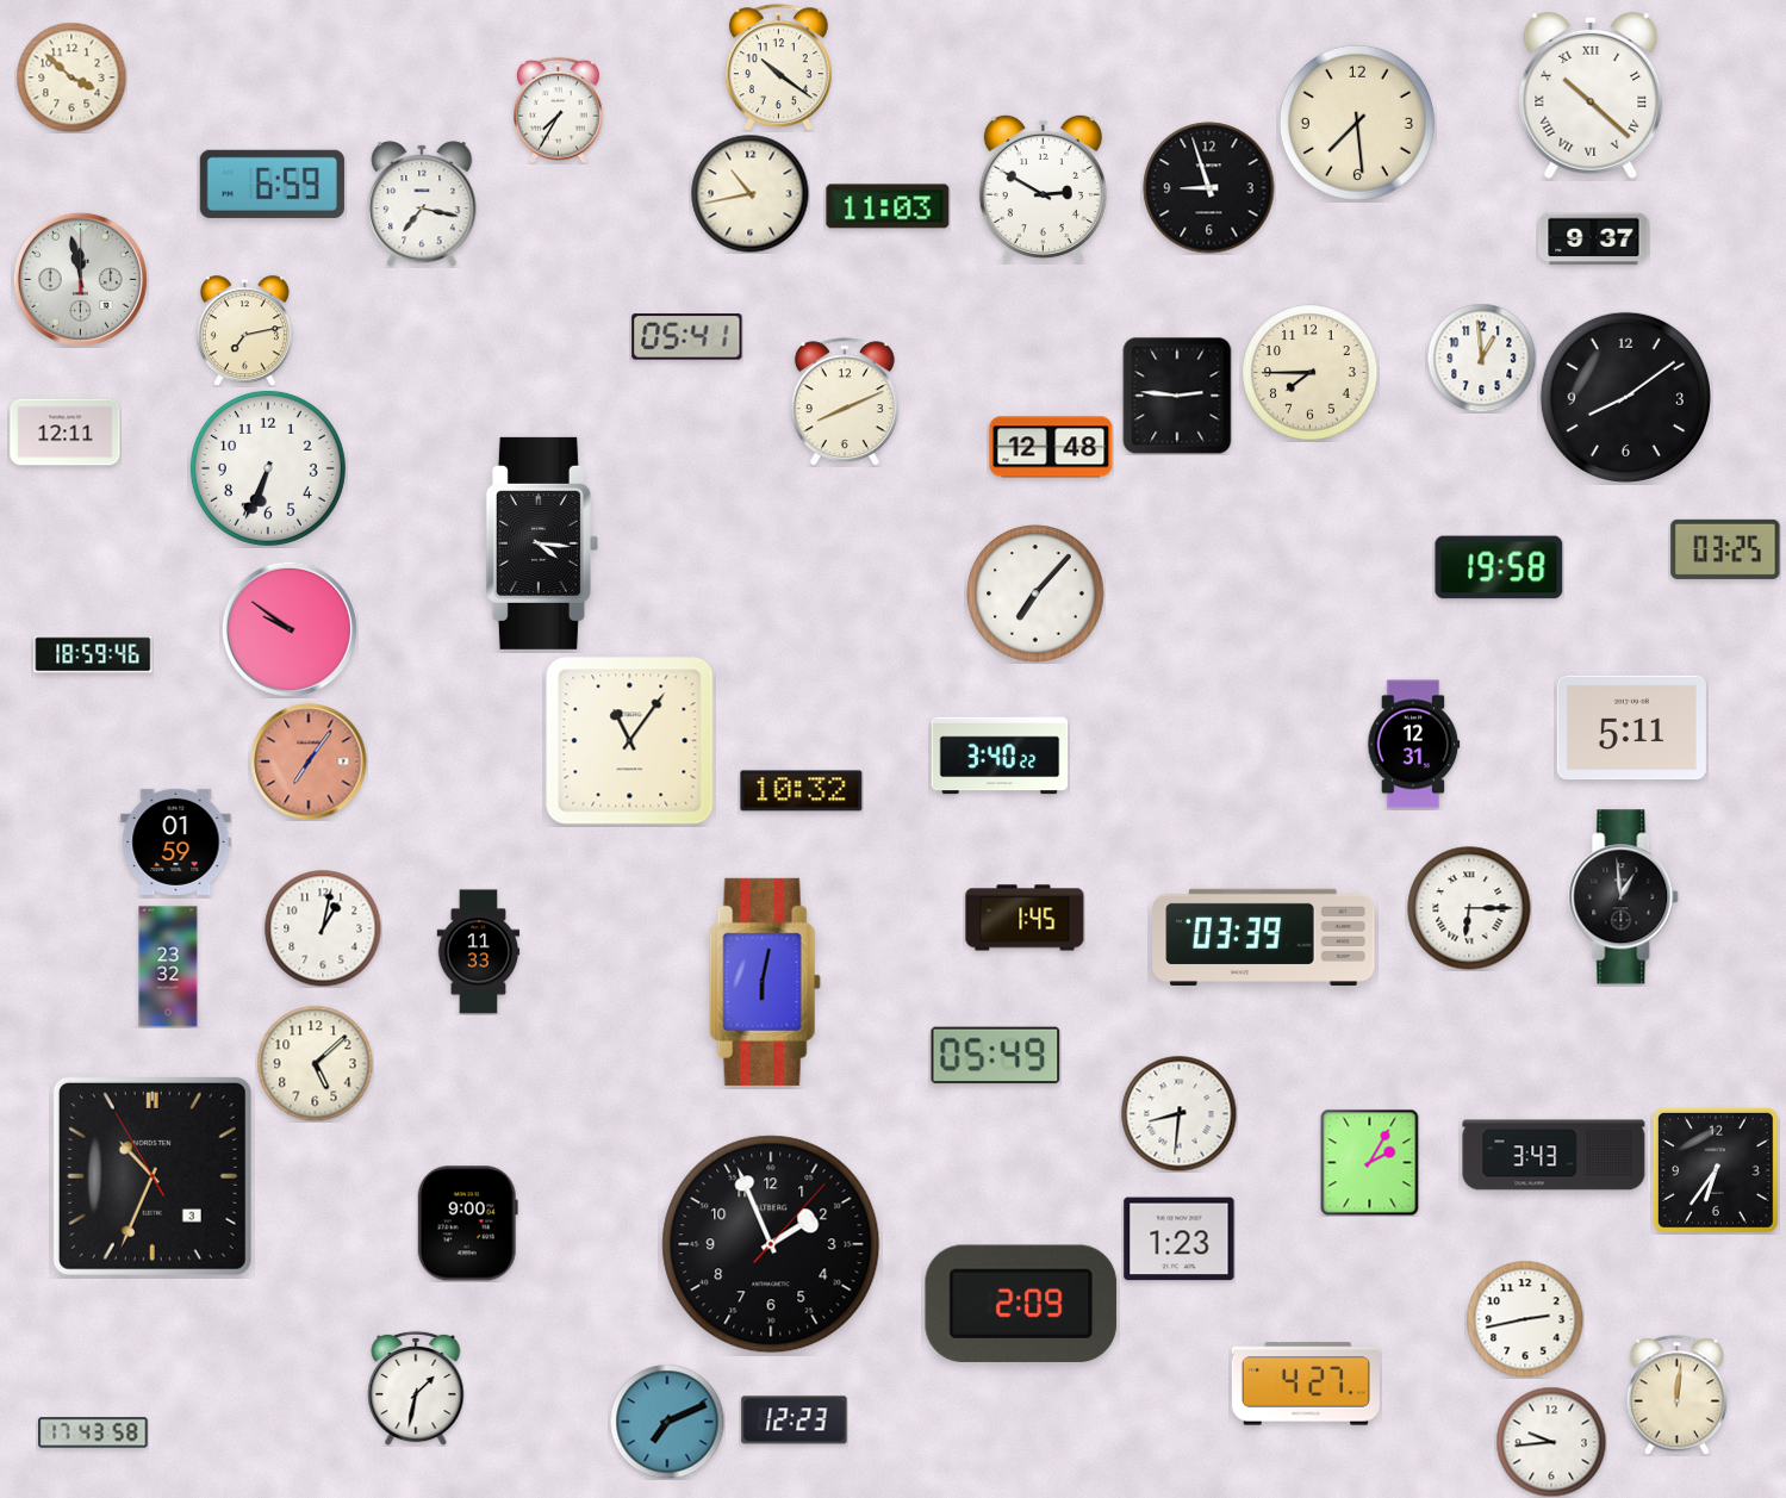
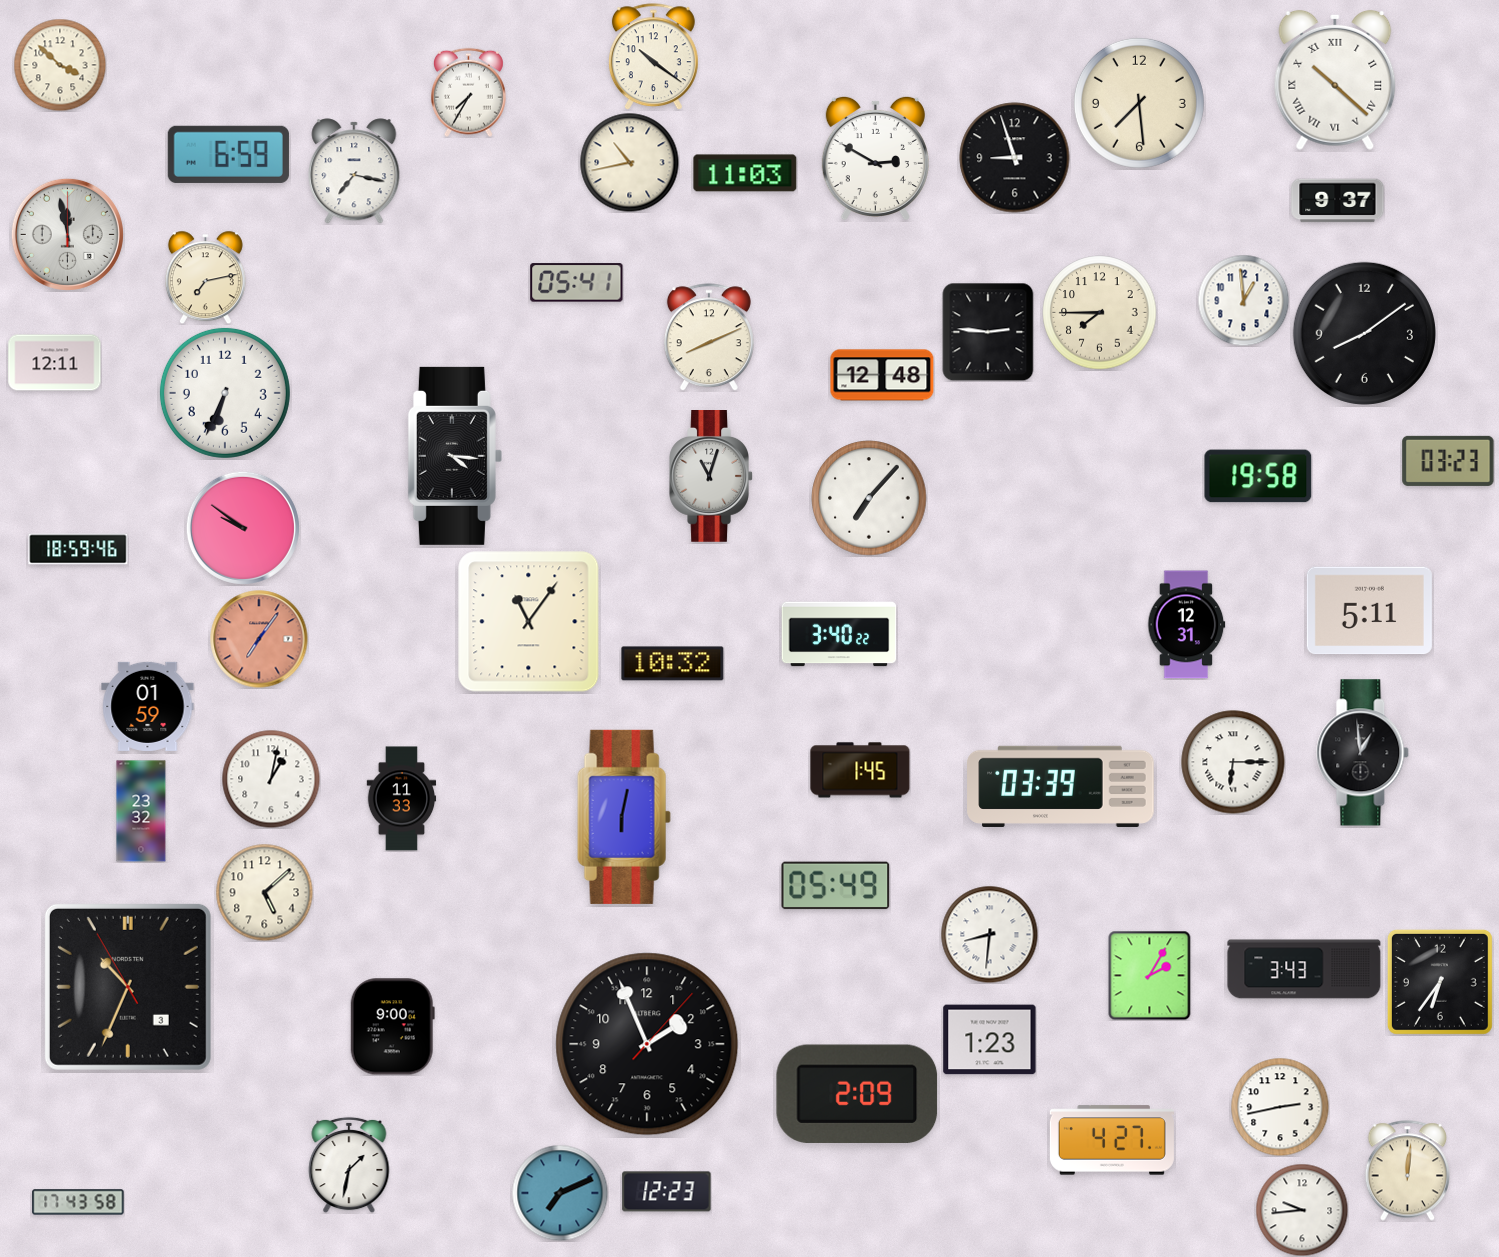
clock at (1725, 549): 03:25 -> 03:23
clock at (711, 477): none -> 11:03
clock at (765, 982) position: (765, 982) -> (624, 817)
clock at (1306, 1384) position: (1306, 1384) -> (1112, 1140)
